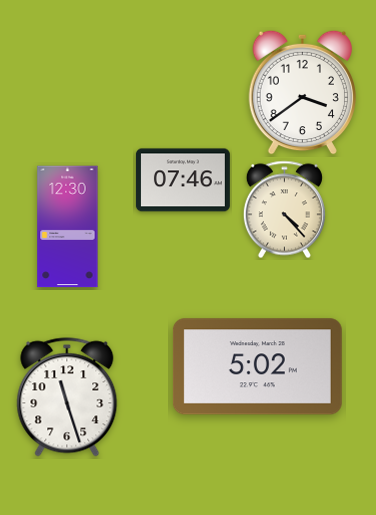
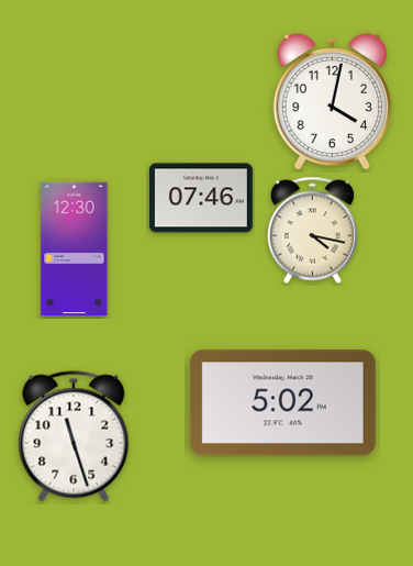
clock at (302, 92): 3:39 -> 4:02
clock at (284, 210): 4:23 -> 4:17
